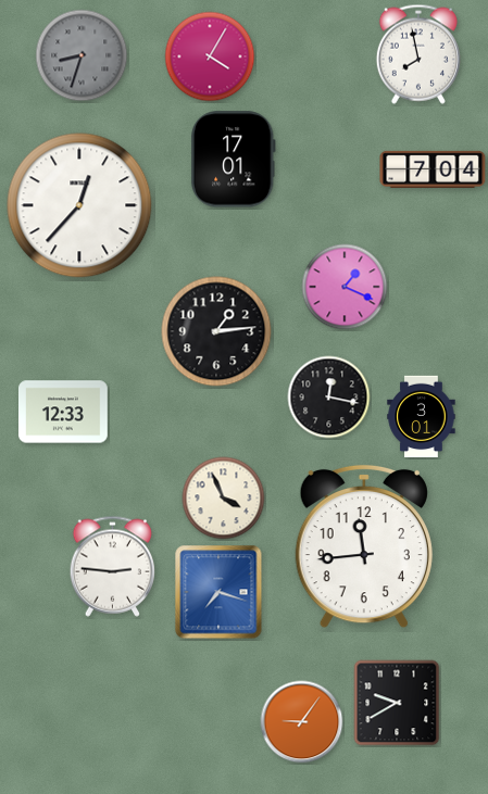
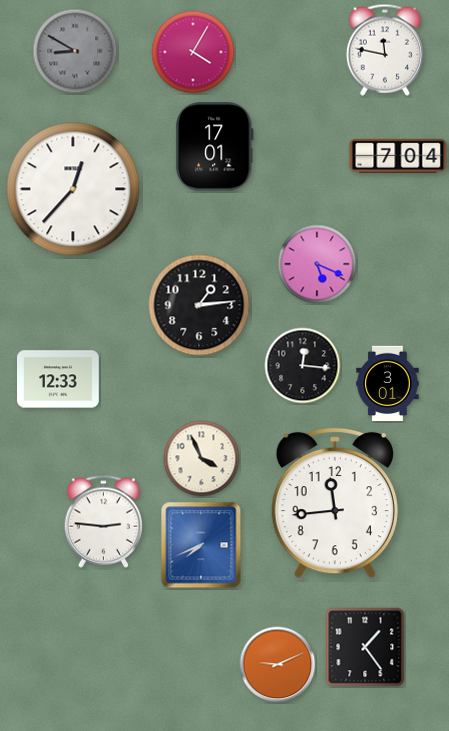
clock at (418, 54): 7:58 -> 11:47
clock at (82, 55): 8:33 -> 8:50
clock at (345, 287): 1:19 -> 5:19
clock at (329, 398): 12:17 -> 12:16
clock at (224, 499) position: (224, 499) -> (202, 459)
clock at (218, 592): 7:18 -> 7:41
clock at (397, 703): 9:40 -> 1:24
clock at (302, 722): 9:06 -> 9:11
